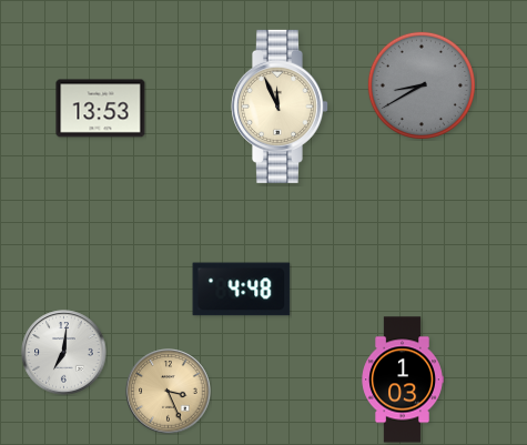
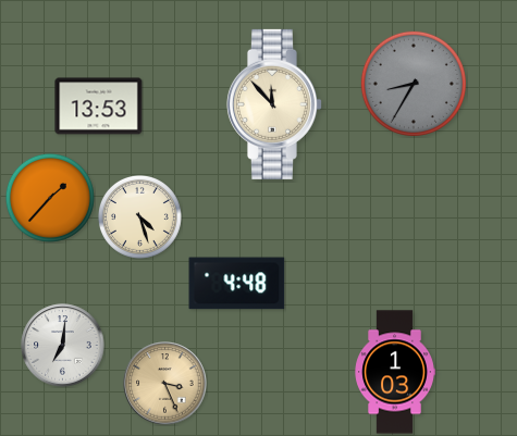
clock at (422, 85): 8:40 -> 8:35
clock at (278, 107): 11:56 -> 11:53
clock at (50, 198): none -> 1:37
clock at (139, 216): none -> 4:27
